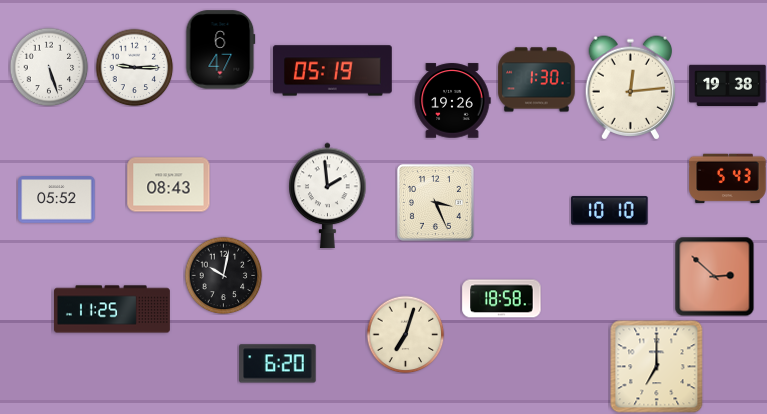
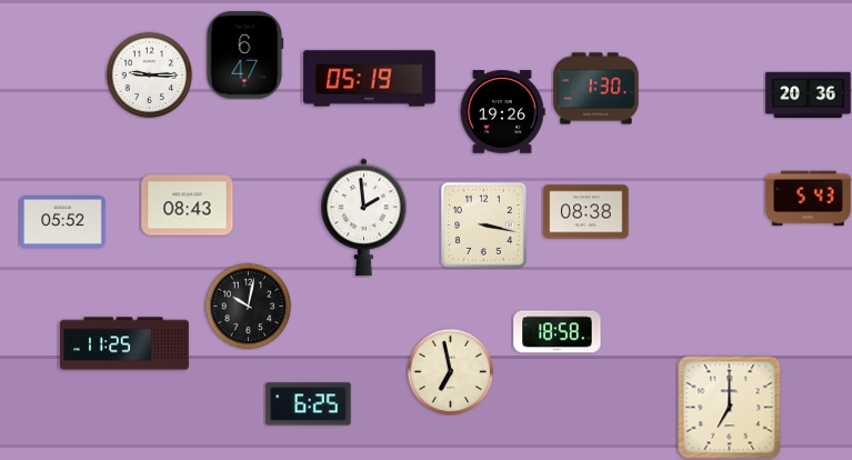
clock at (49, 67): 5:27 -> none
clock at (728, 86): 19:38 -> 20:36
clock at (631, 88): 12:14 -> none
clock at (587, 212): none -> 08:38
clock at (435, 202): 3:26 -> 3:17
clock at (610, 211): 10:10 -> none
clock at (714, 276): 2:52 -> none
clock at (405, 334): 7:03 -> 6:58
clock at (278, 364): 6:20 -> 6:25
